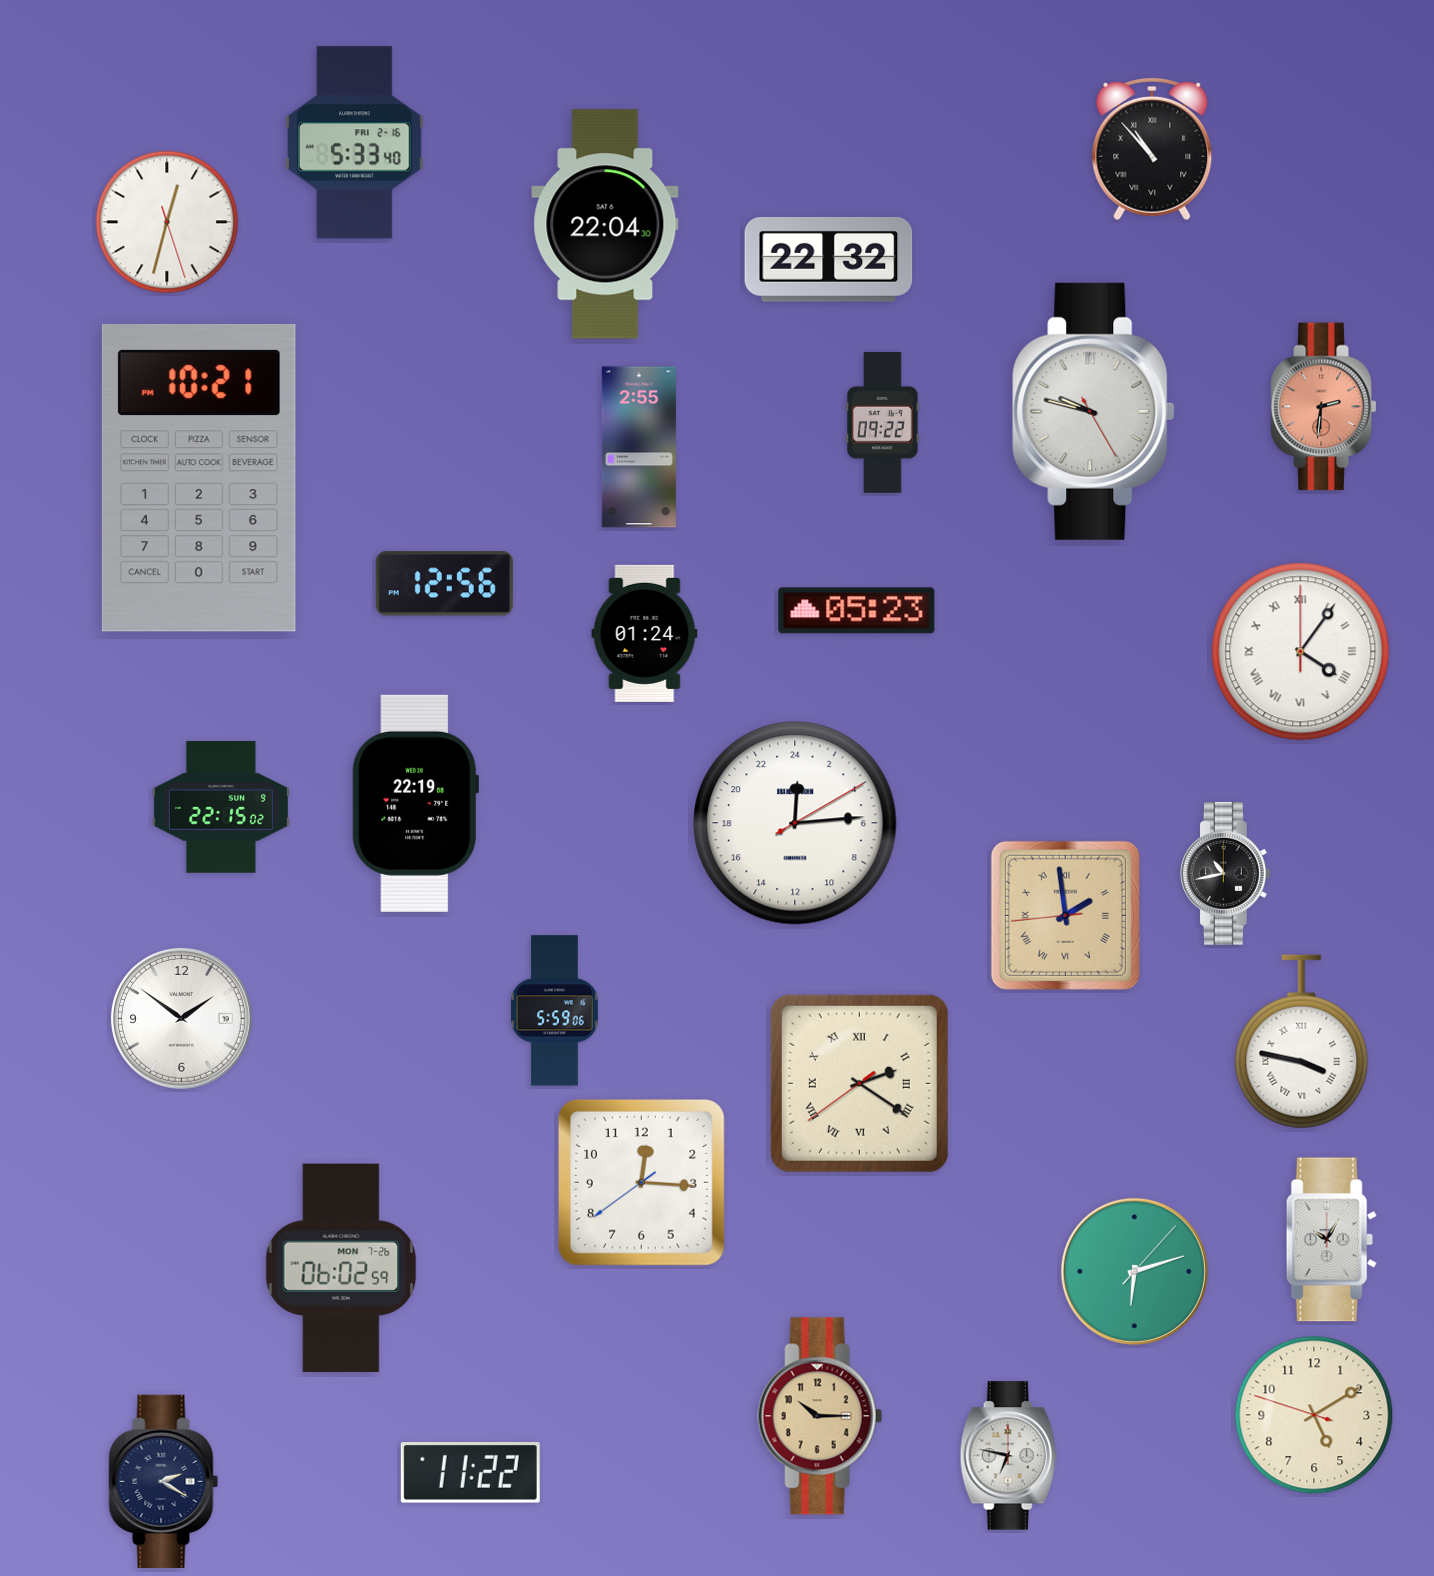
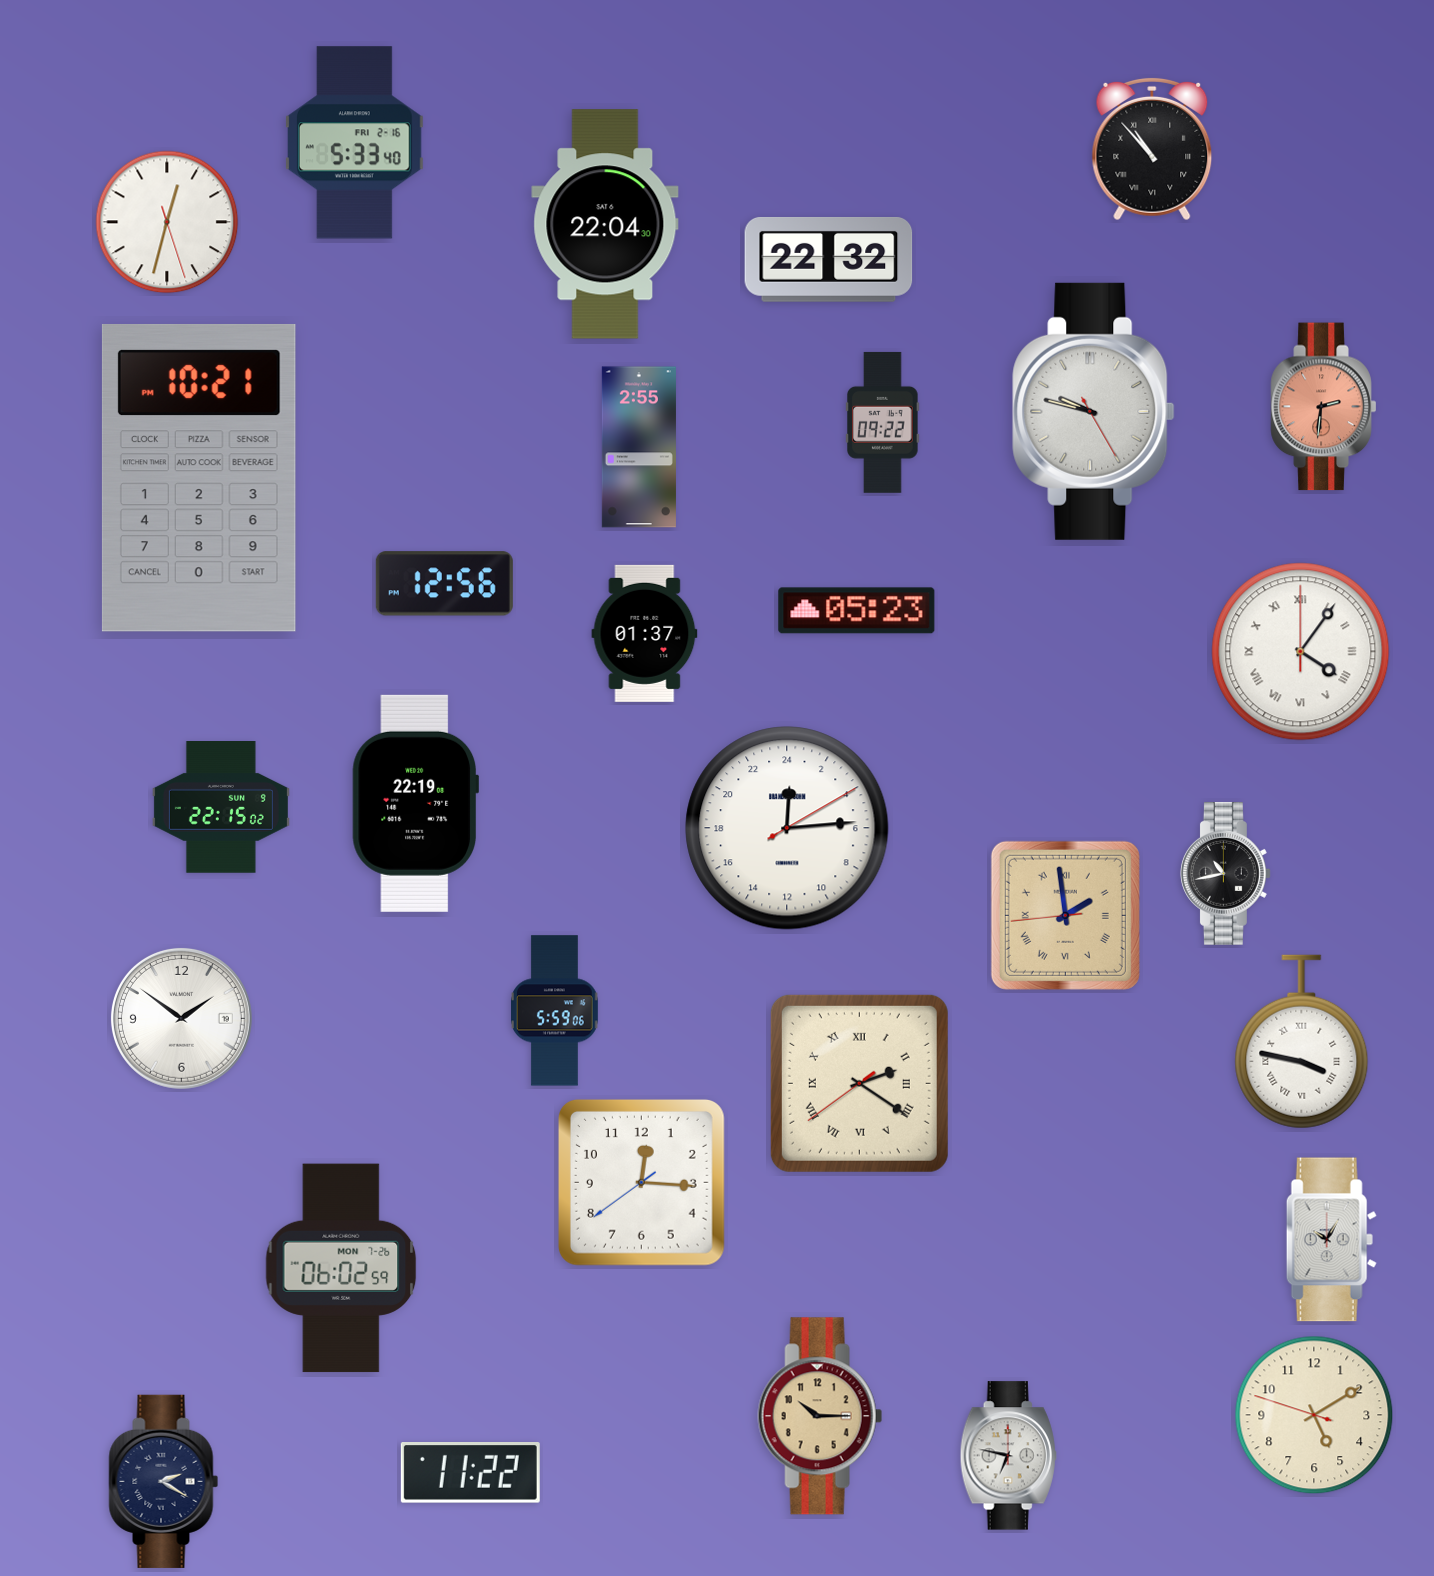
clock at (645, 633): 01:24 -> 01:37
clock at (795, 823) position: (795, 823) -> (787, 828)
clock at (1134, 1271): 6:12 -> none
